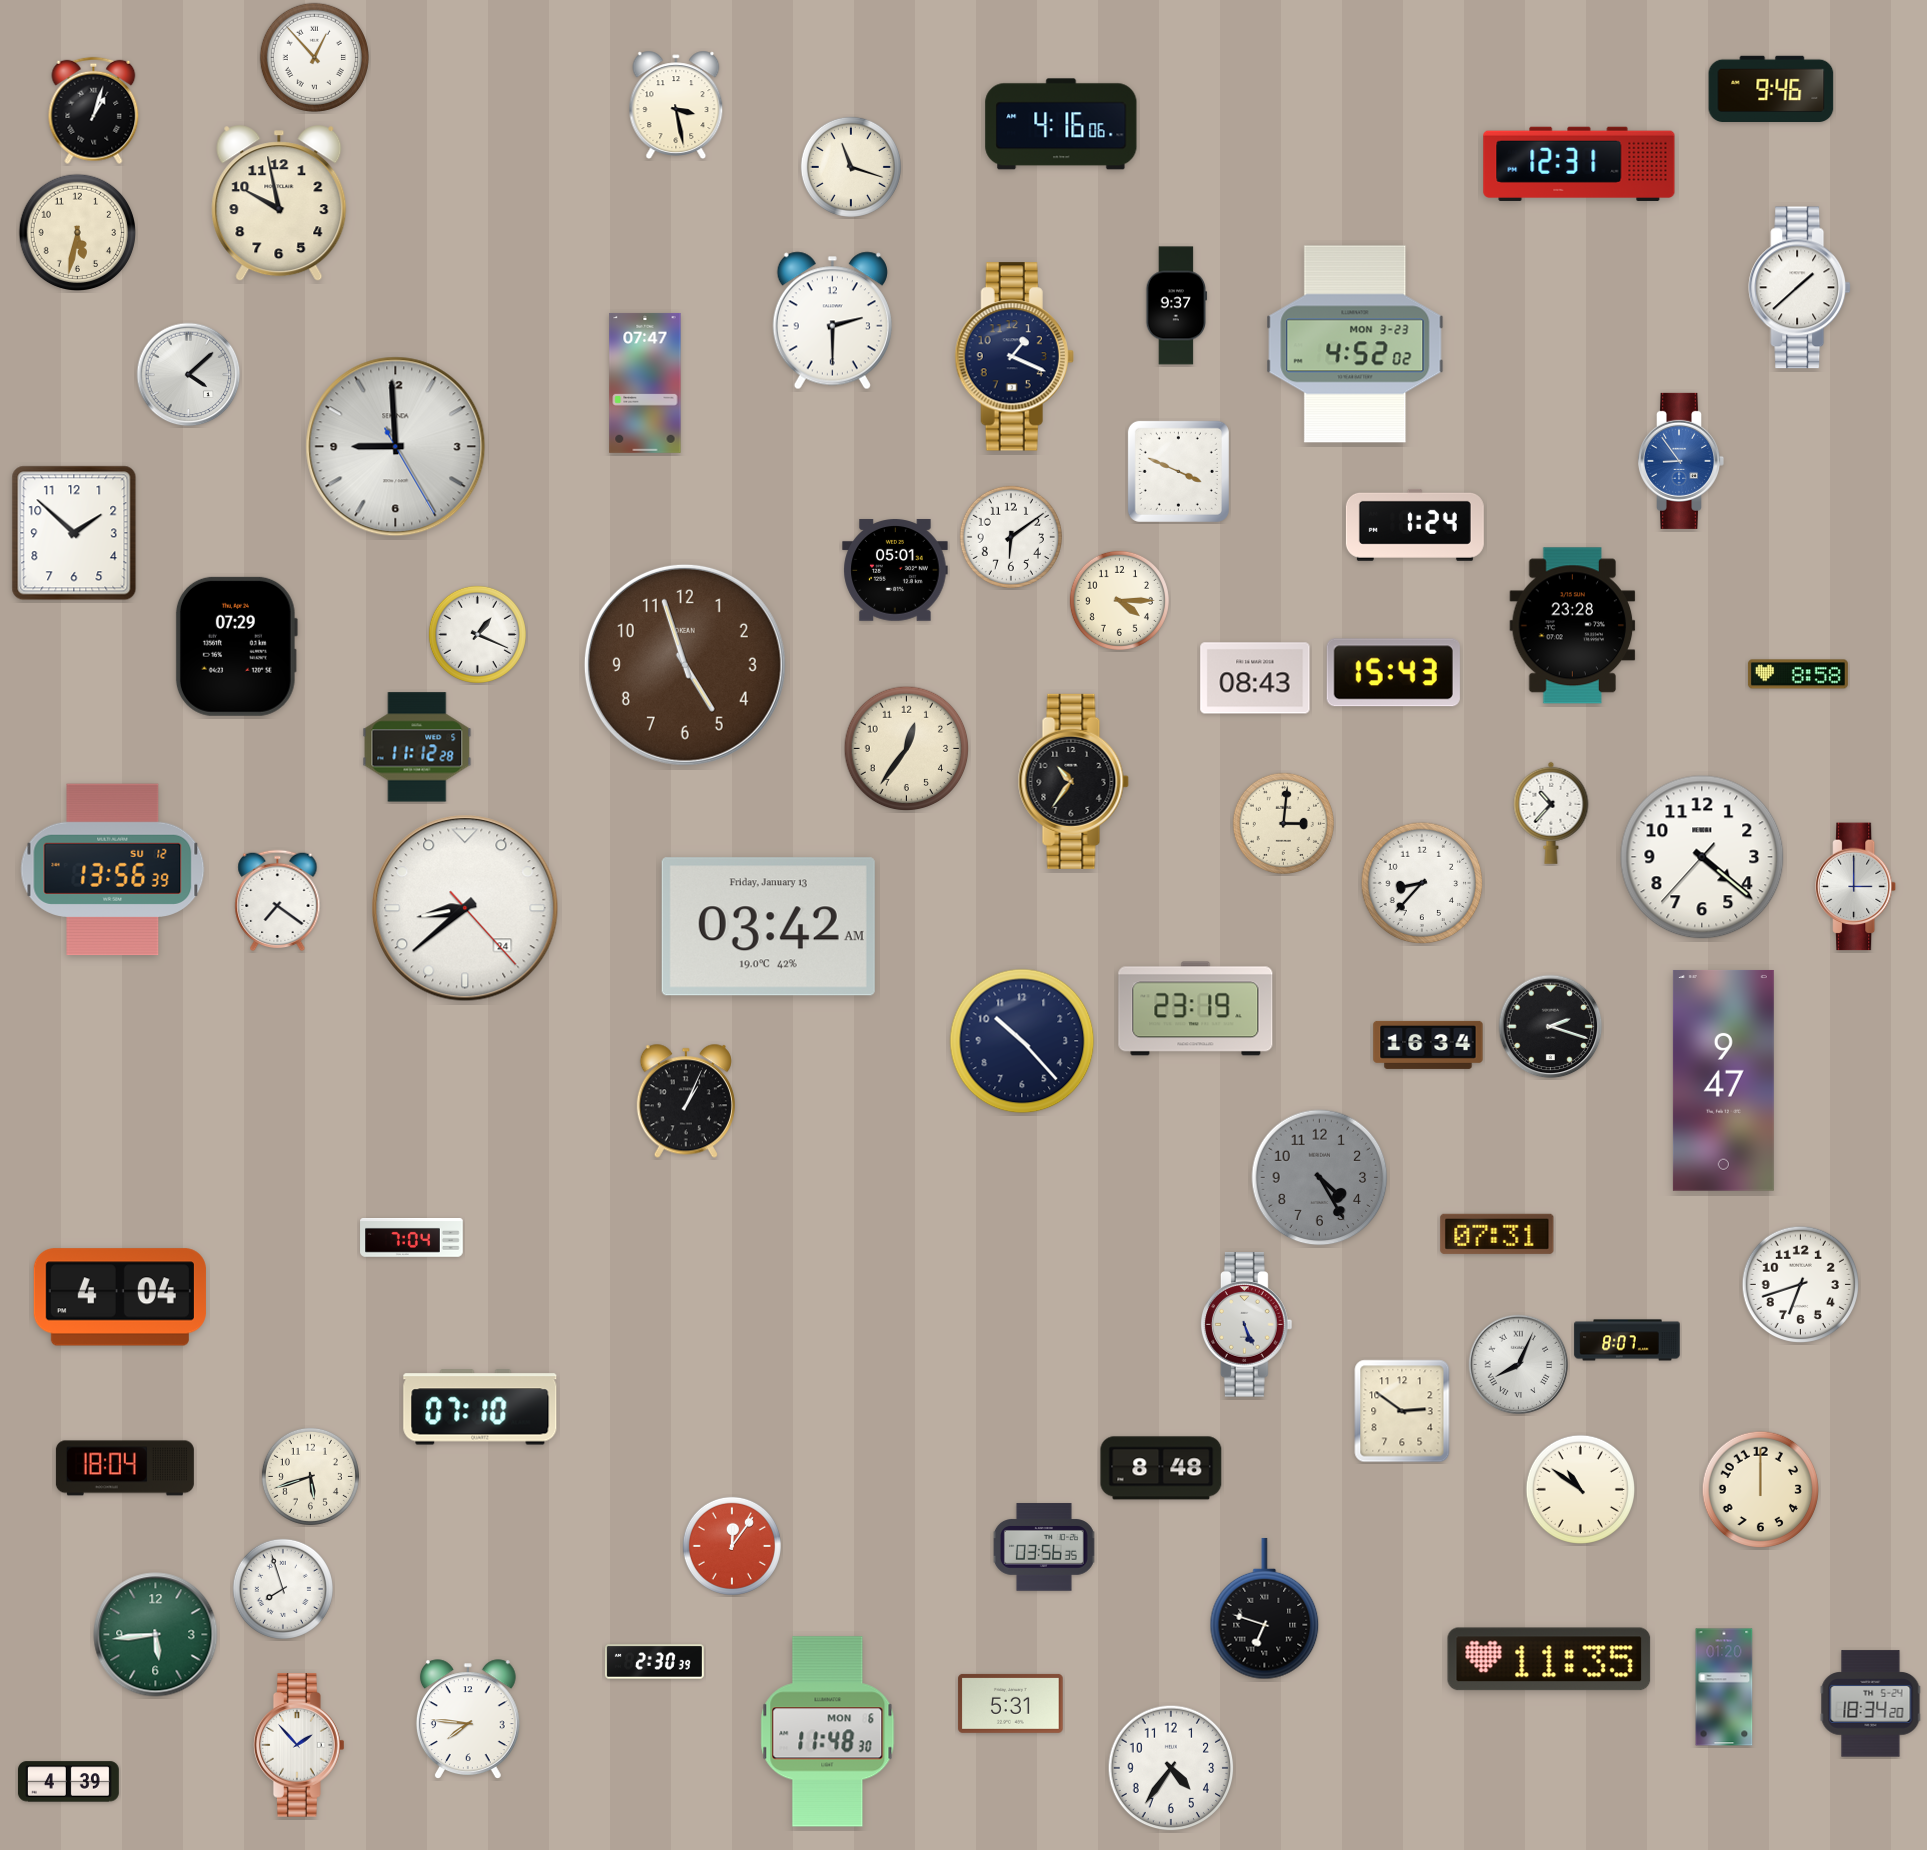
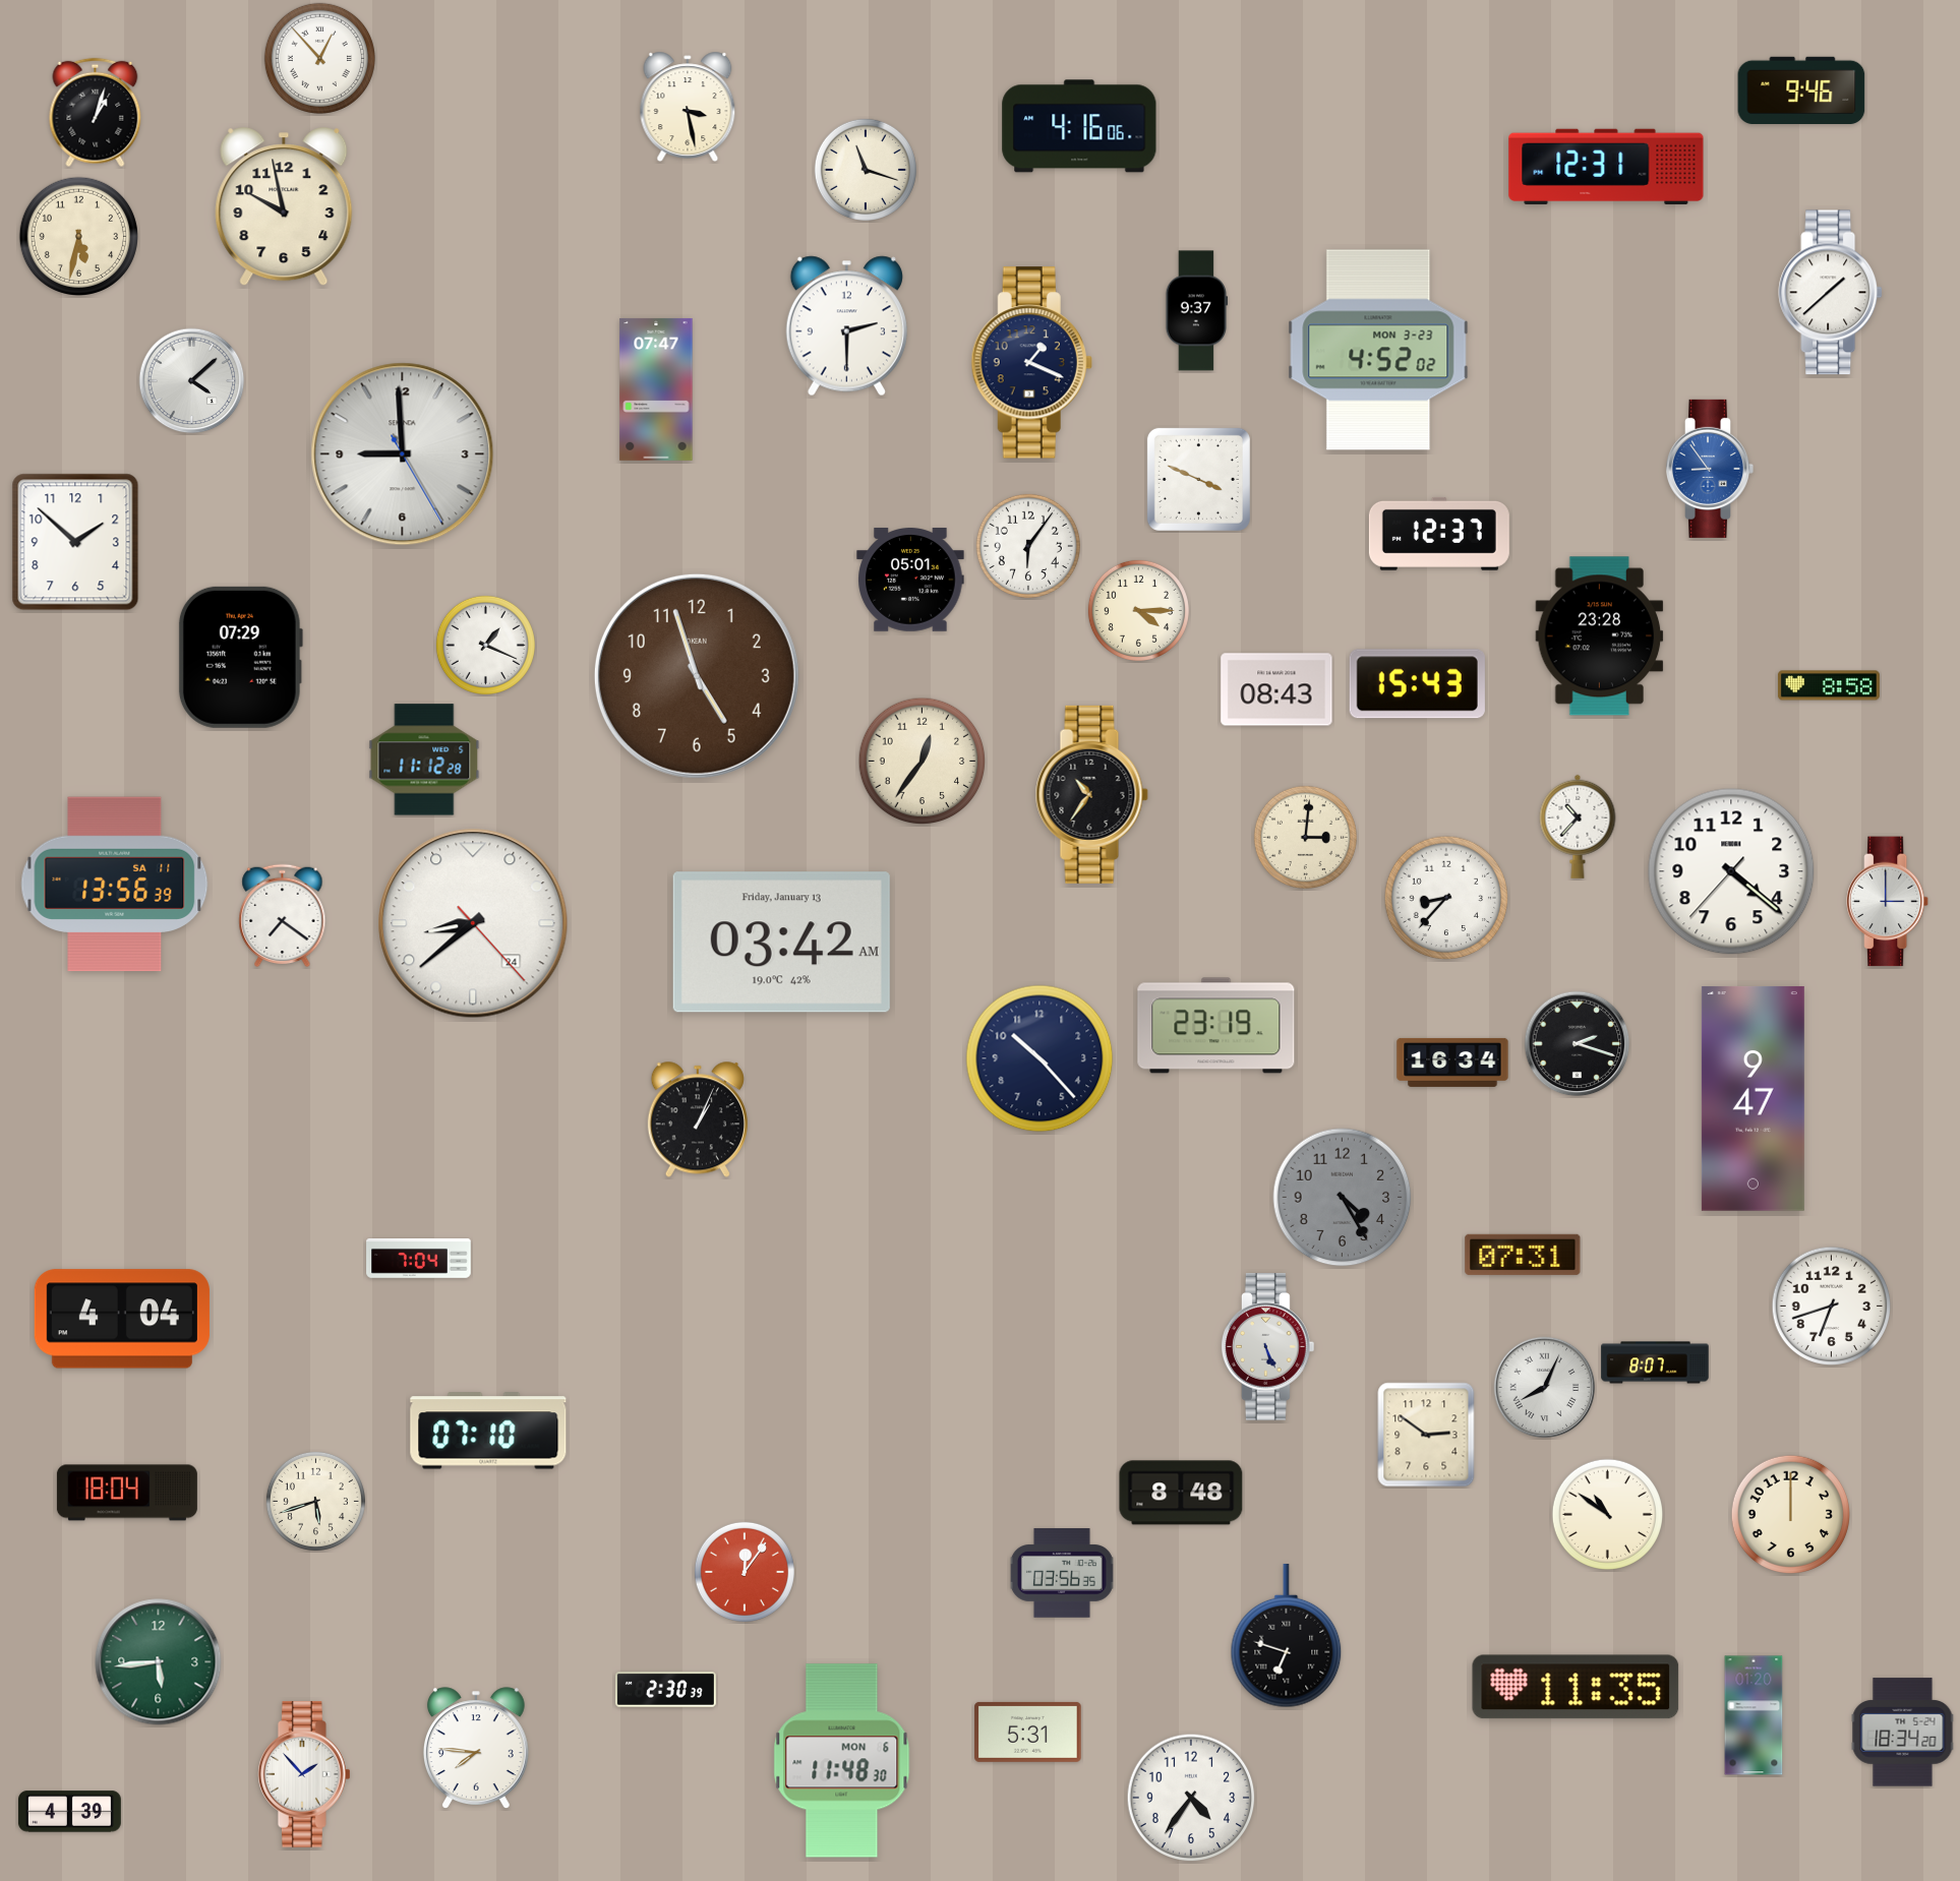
clock at (1415, 525): 1:24 -> 12:37
clock at (1011, 537): 6:09 -> 6:06
clock at (113, 870) date: SU 12 -> SA 11
clock at (283, 1589): 7:57 -> none
